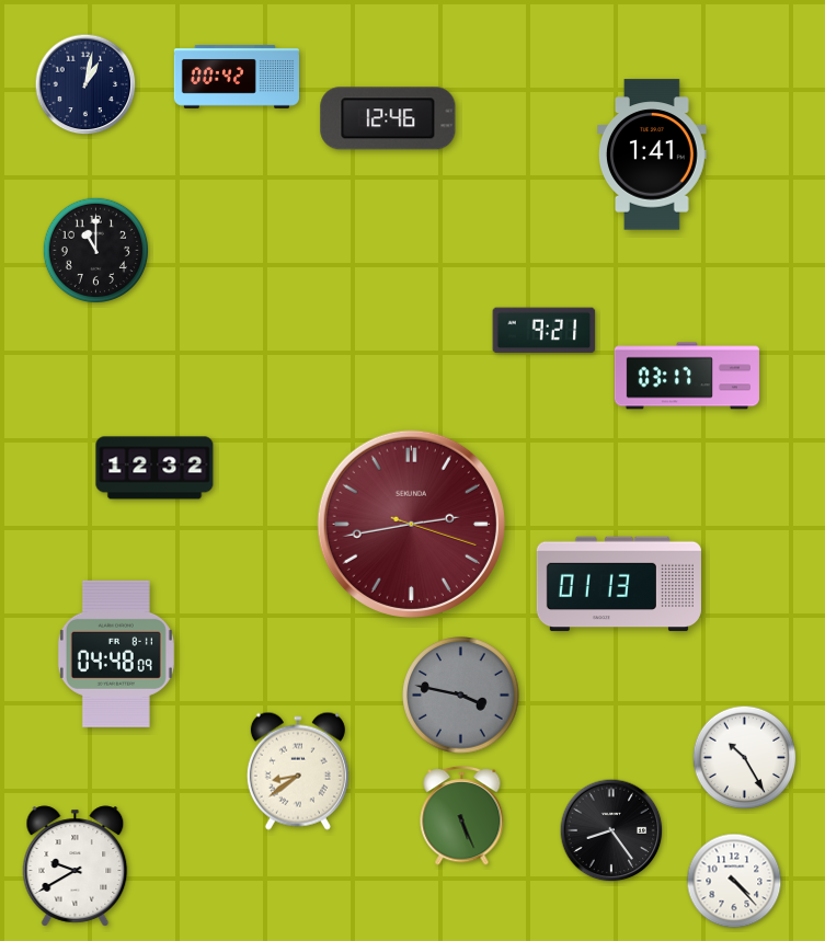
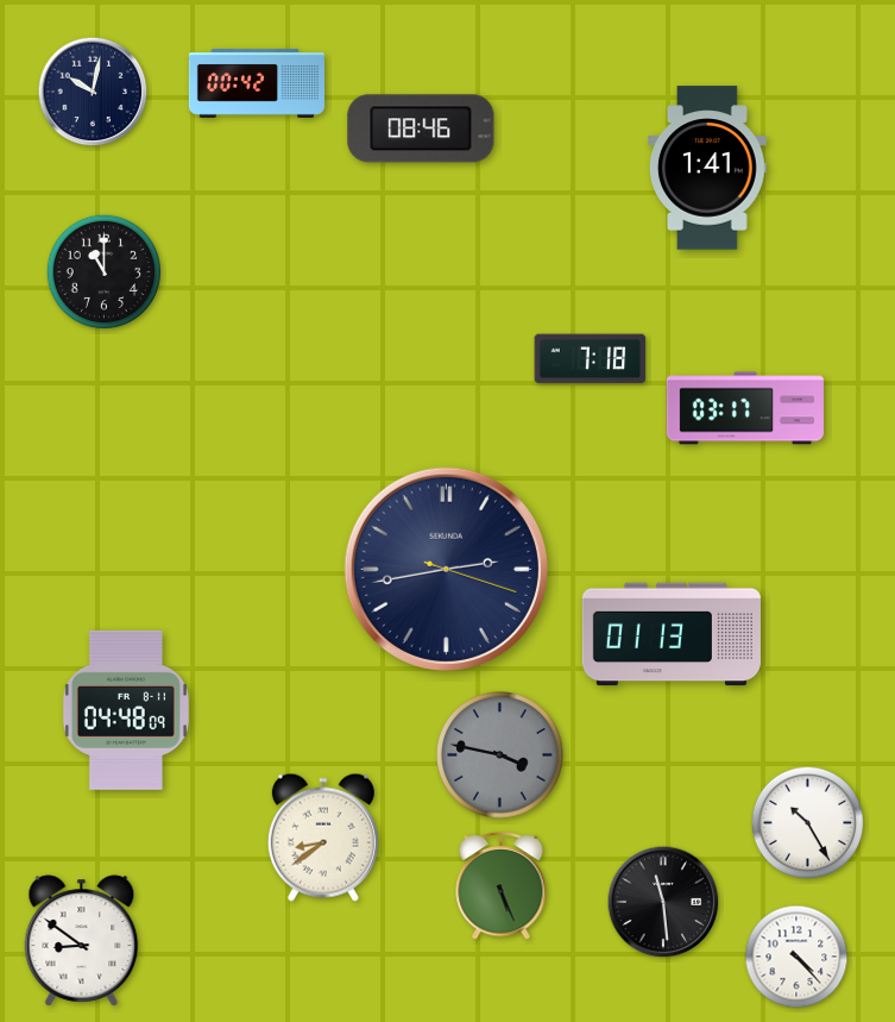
clock at (85, 84): 1:02 -> 10:02
clock at (388, 118): 12:46 -> 08:46
clock at (545, 331): 9:21 -> 7:18
clock at (154, 468): 12:32 -> none
clock at (411, 524) dial: burgundy -> navy
clock at (611, 830): 8:24 -> 11:29
clock at (76, 867): 9:40 -> 8:51
